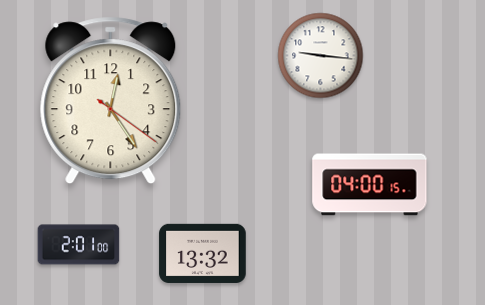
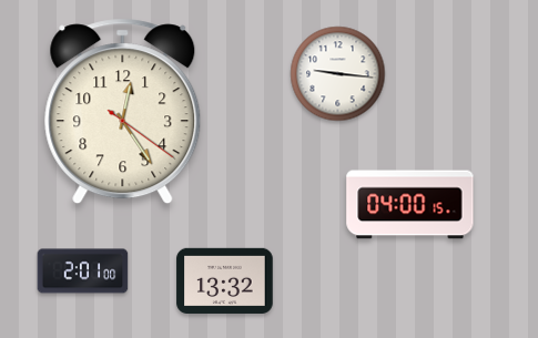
clock at (321, 56) position: (321, 56) -> (338, 74)
clock at (79, 245) position: (79, 245) -> (83, 272)
